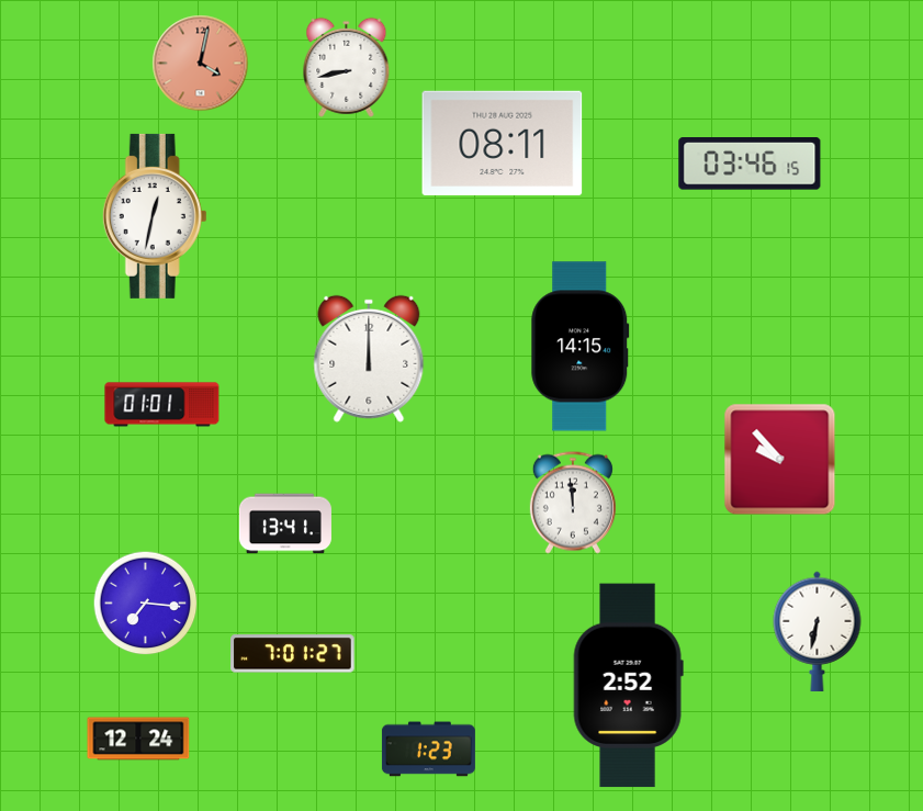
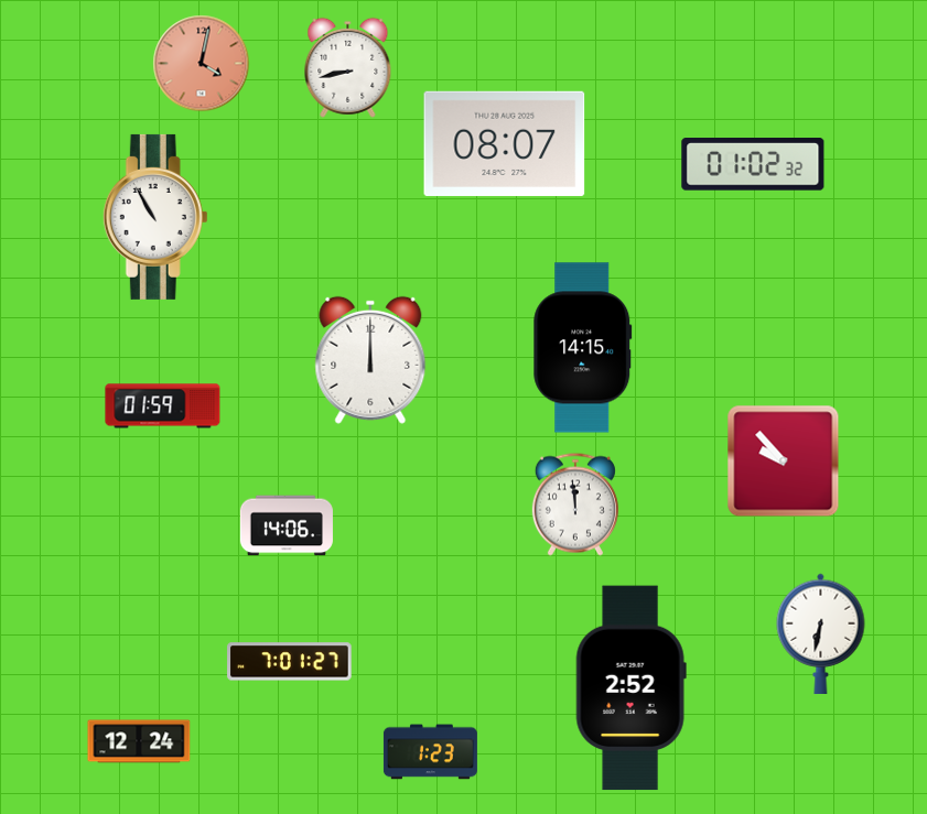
clock at (503, 143): 08:11 -> 08:07
clock at (750, 165): 03:46 -> 01:02
clock at (155, 216): 12:32 -> 10:55
clock at (162, 405): 01:01 -> 01:59
clock at (285, 523): 13:41 -> 14:06
clock at (146, 604): 7:16 -> none
clock at (293, 654) position: (293, 654) -> (290, 662)
